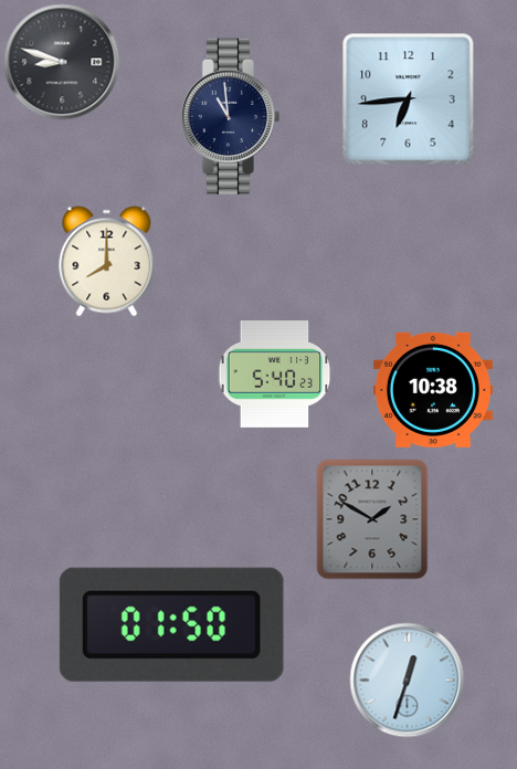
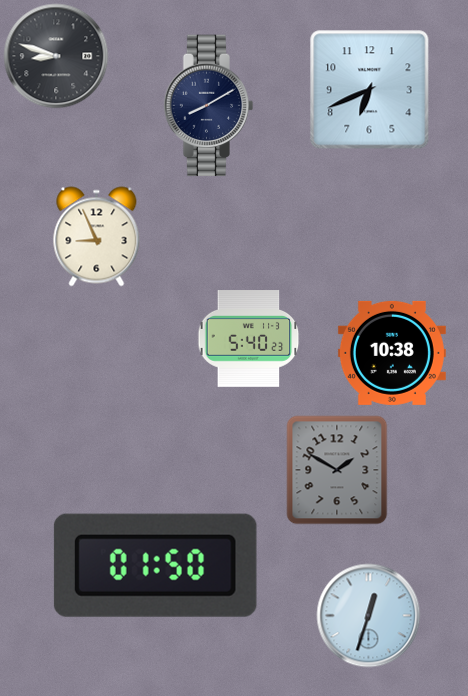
clock at (409, 99): 6:44 -> 6:41
clock at (231, 117): 10:59 -> 8:10
clock at (107, 262): 8:00 -> 8:56
